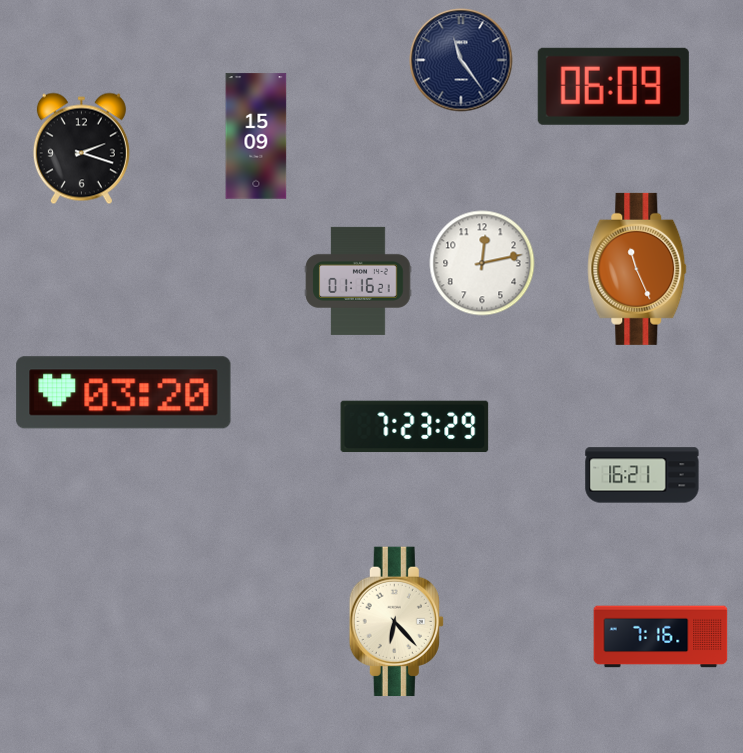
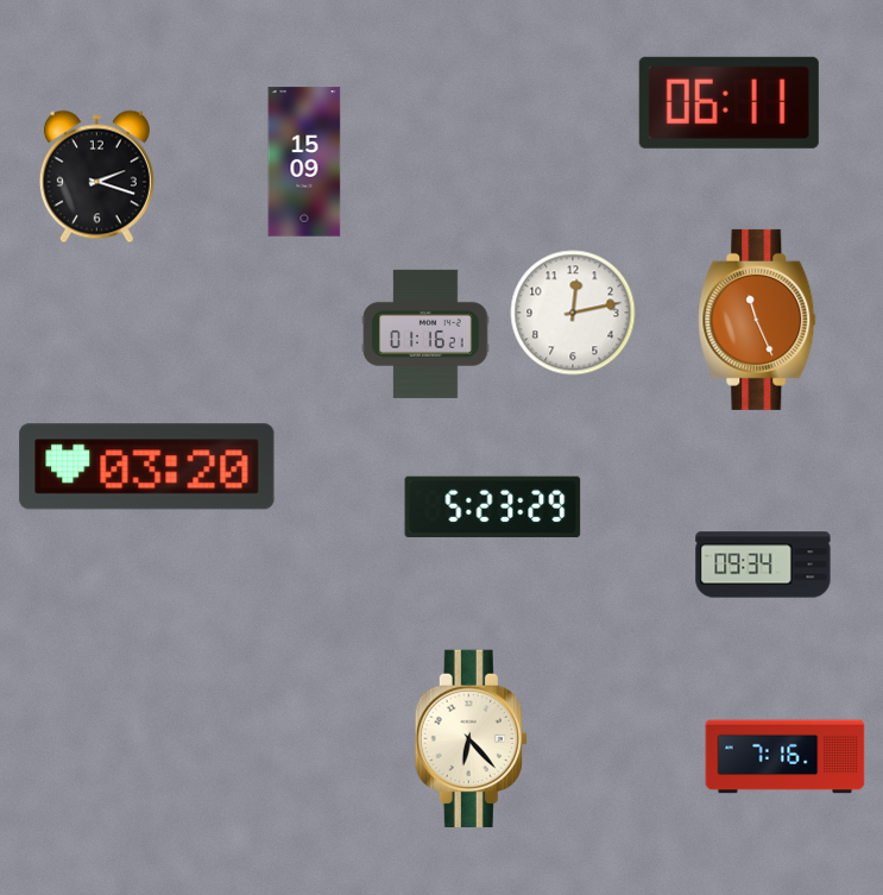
clock at (461, 60): 11:24 -> none
clock at (613, 86): 06:09 -> 06:11
clock at (415, 427): 7:23 -> 5:23
clock at (642, 475): 16:21 -> 09:34
